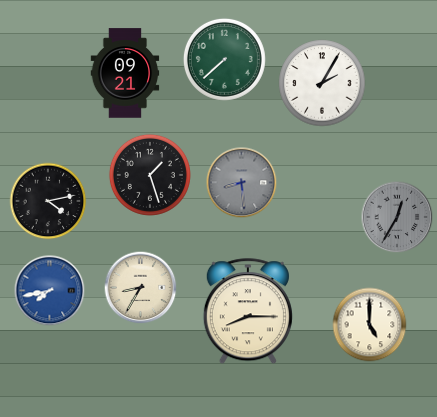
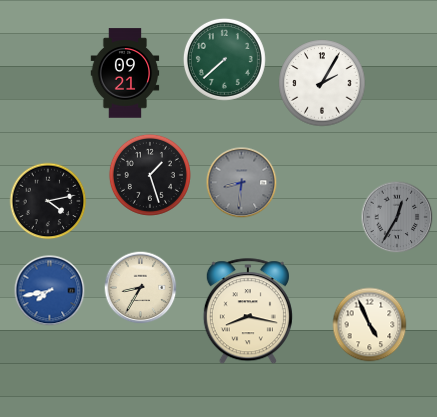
clock at (242, 183): 8:29 -> 8:31
clock at (248, 312): 8:15 -> 8:17
clock at (370, 325): 5:00 -> 4:56
